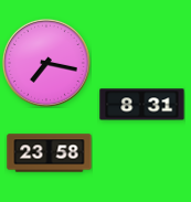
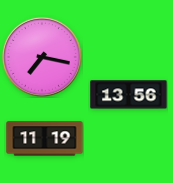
clock at (142, 105): 8:31 -> 13:56
clock at (50, 153): 23:58 -> 11:19
